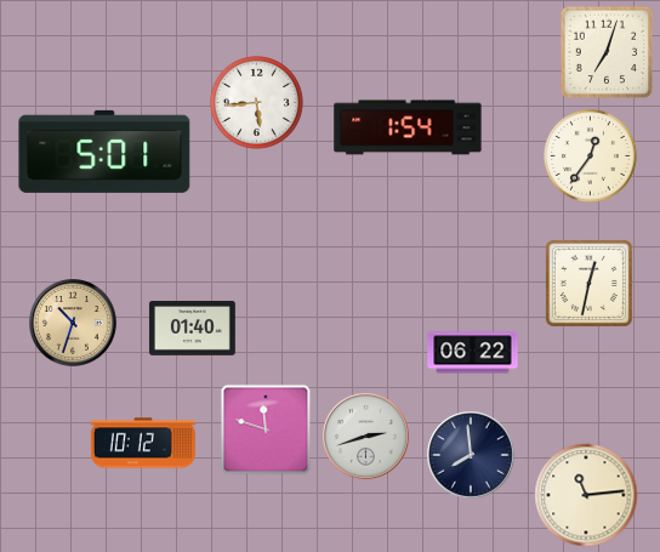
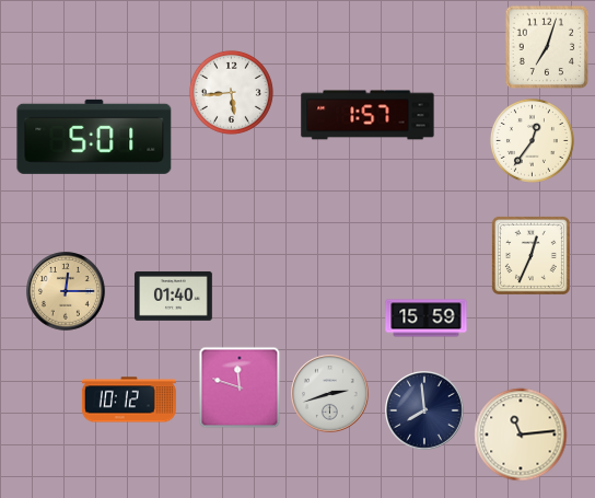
clock at (408, 127): 1:54 -> 1:57
clock at (588, 283): 12:32 -> 12:34
clock at (74, 324): 10:33 -> 12:15
clock at (473, 353): 06:22 -> 15:59
clock at (586, 495) position: (586, 495) -> (521, 435)
